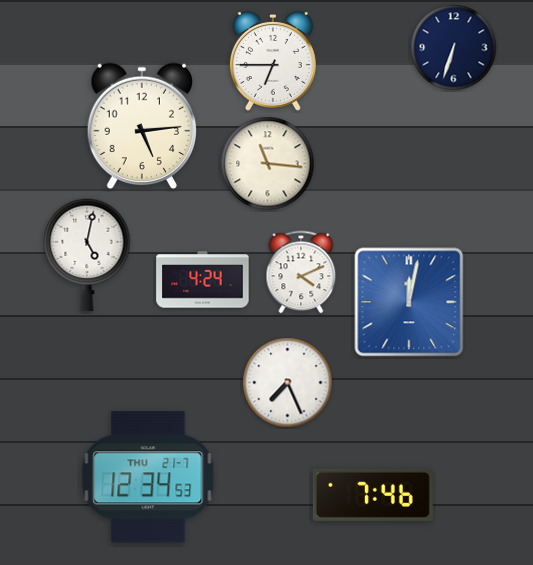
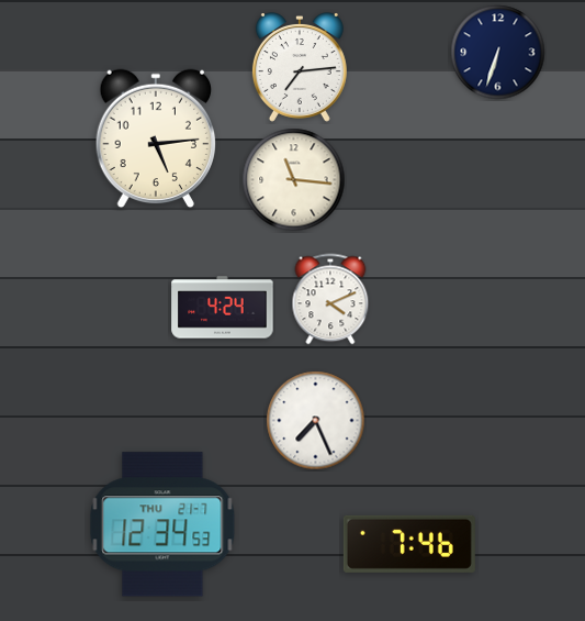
clock at (273, 62): 6:45 -> 7:14
clock at (87, 255): 5:02 -> none
clock at (409, 302): 12:02 -> none
